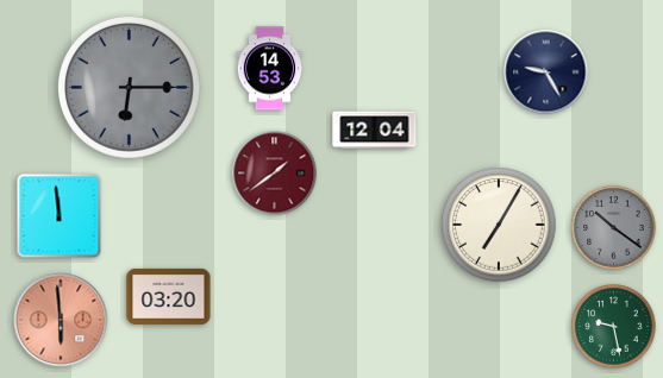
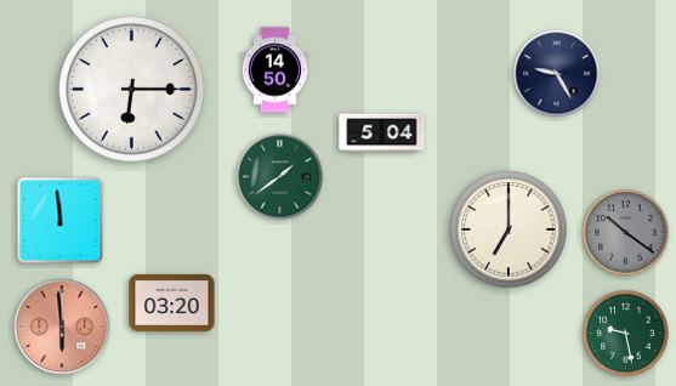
clock at (270, 69): 14:53 -> 14:50
clock at (129, 87) dial: grey -> white
clock at (375, 131): 12:04 -> 5:04
clock at (275, 174) dial: burgundy -> green
clock at (499, 225): 7:05 -> 7:00
